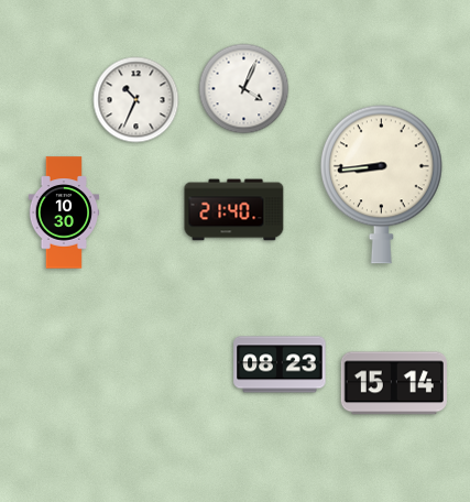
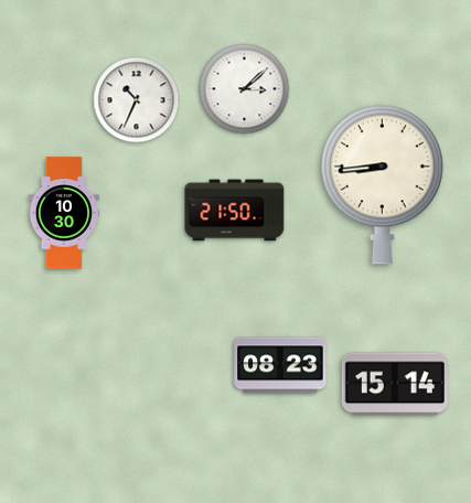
clock at (244, 89): 4:04 -> 3:08
clock at (234, 210): 21:40 -> 21:50
